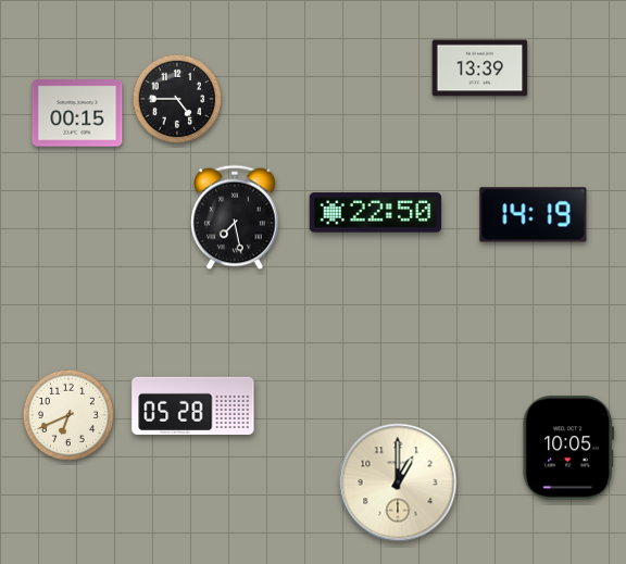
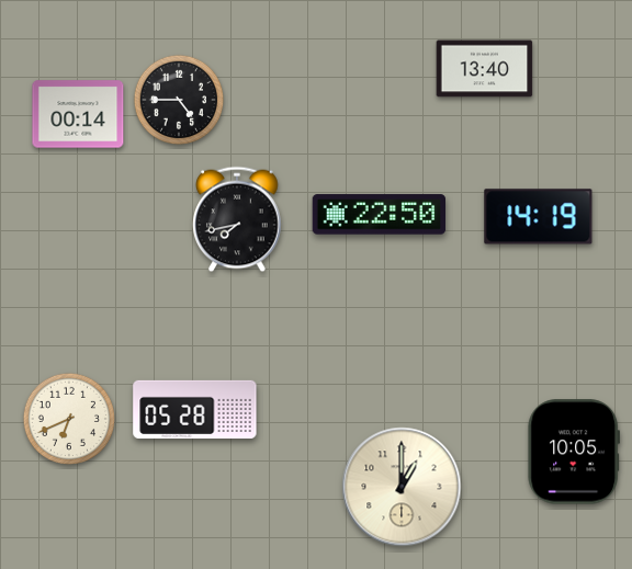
clock at (480, 68): 13:39 -> 13:40
clock at (77, 113): 00:15 -> 00:14
clock at (235, 217): 7:28 -> 7:43
